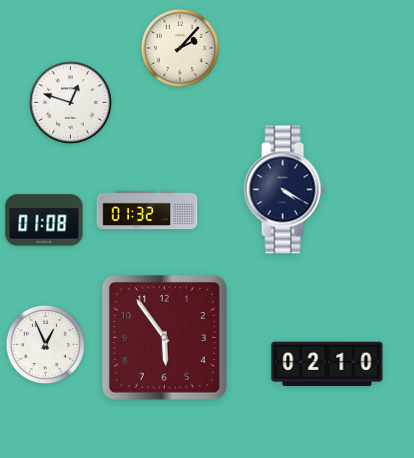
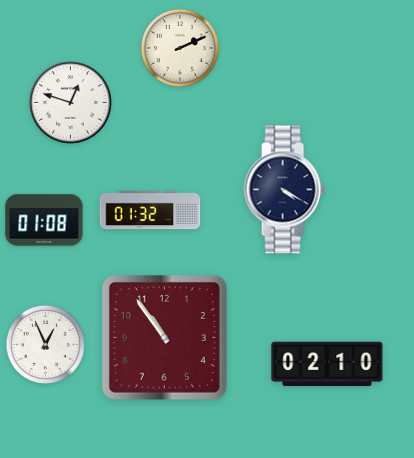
clock at (179, 47): 2:07 -> 2:11
clock at (147, 210) position: (147, 210) -> (150, 210)
clock at (165, 338): 5:54 -> 10:54
